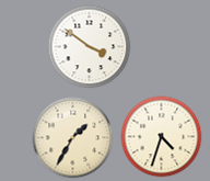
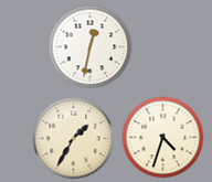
clock at (90, 47): 3:51 -> 12:32
